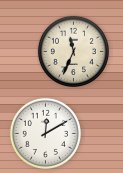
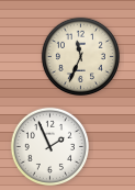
clock at (45, 133): 12:10 -> 1:56
